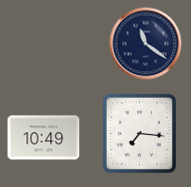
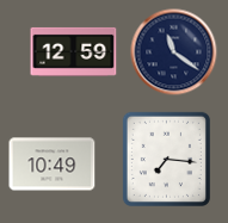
clock at (74, 51): none -> 12:59
